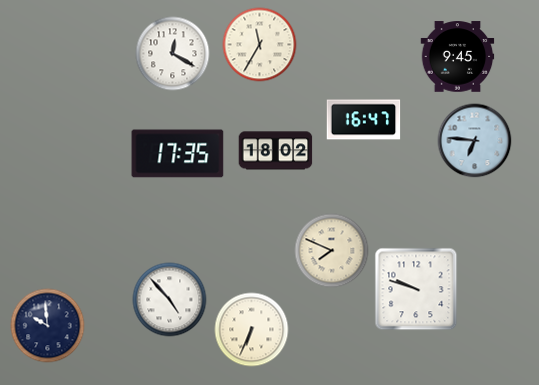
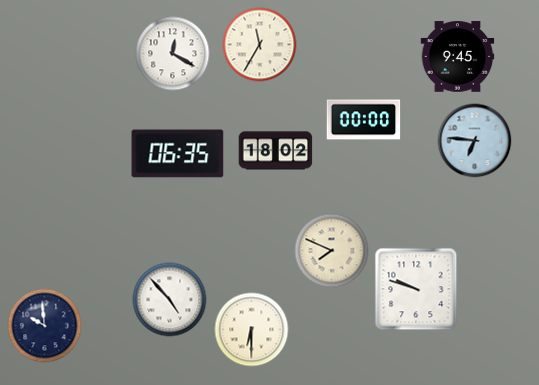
clock at (364, 120): 16:47 -> 00:00
clock at (178, 154): 17:35 -> 06:35
clock at (48, 326) position: (48, 326) -> (45, 326)
clock at (252, 330): 6:34 -> 6:30
